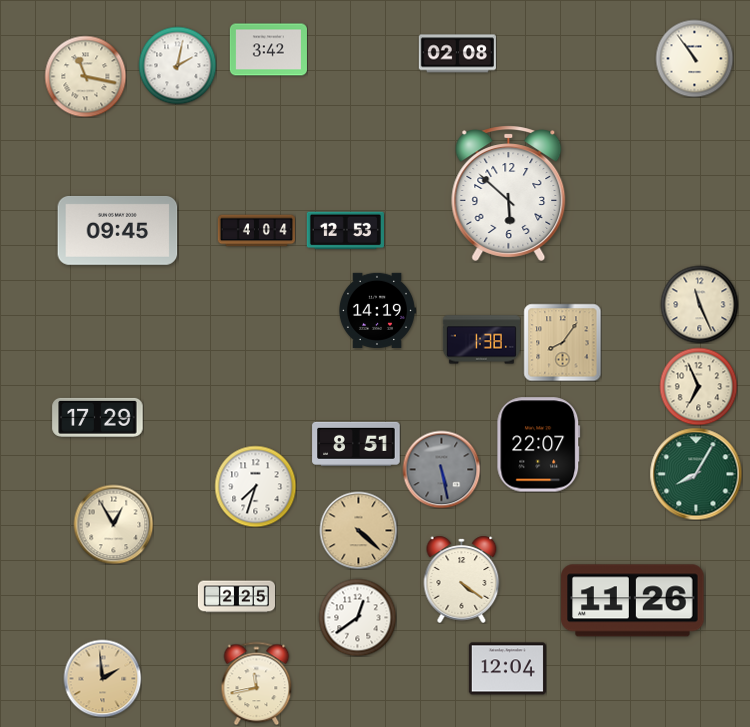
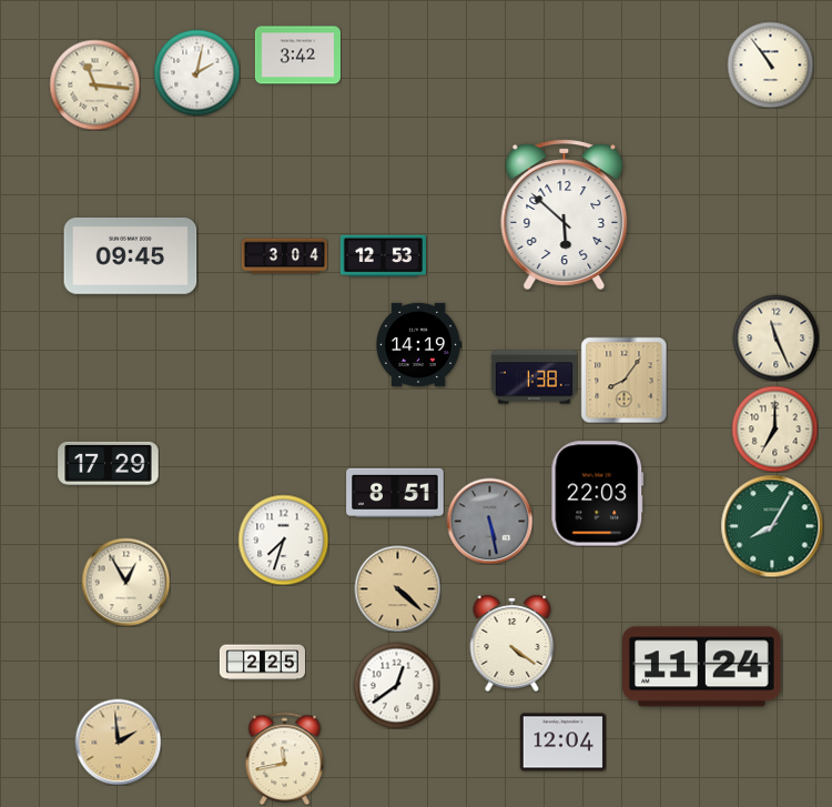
clock at (457, 54): 02:08 -> none
clock at (85, 76): 11:17 -> 11:16
clock at (256, 231): 4:04 -> 3:04
clock at (698, 386): 6:56 -> 7:00
clock at (539, 445): 22:07 -> 22:03
clock at (633, 601): 11:26 -> 11:24
clock at (102, 678) position: (102, 678) -> (118, 742)
